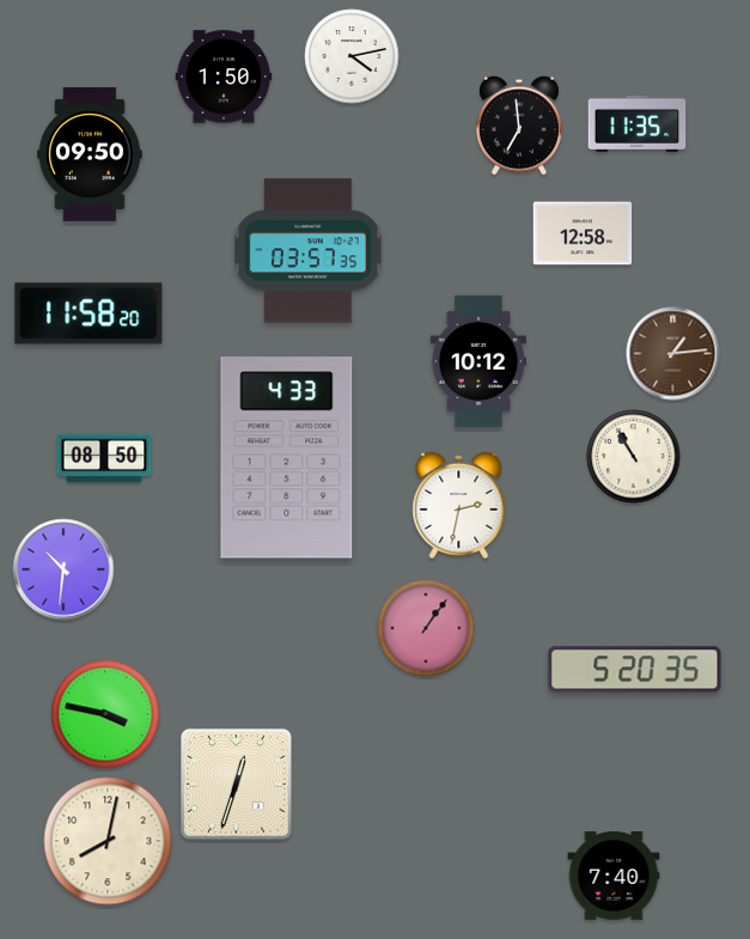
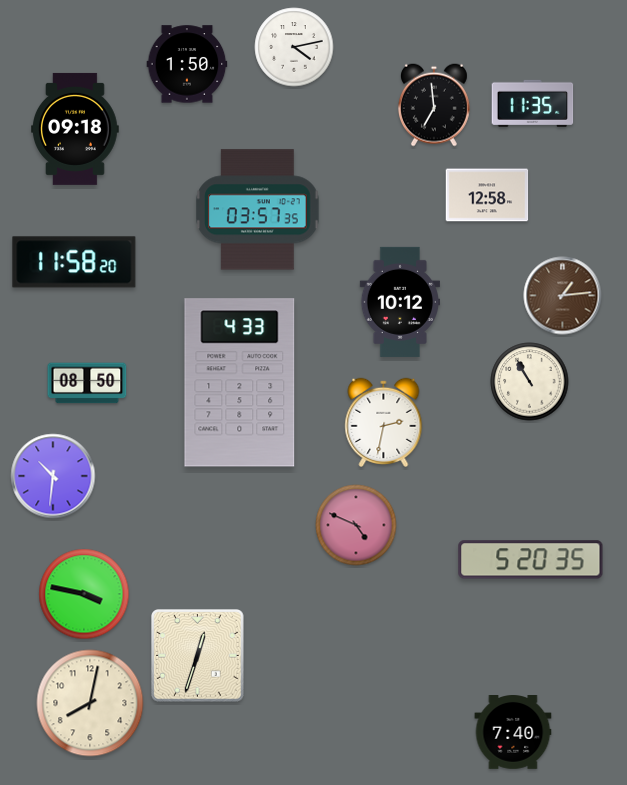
clock at (91, 154): 09:50 -> 09:18
clock at (426, 628): 1:06 -> 4:49
clock at (105, 714) position: (105, 714) -> (84, 594)
